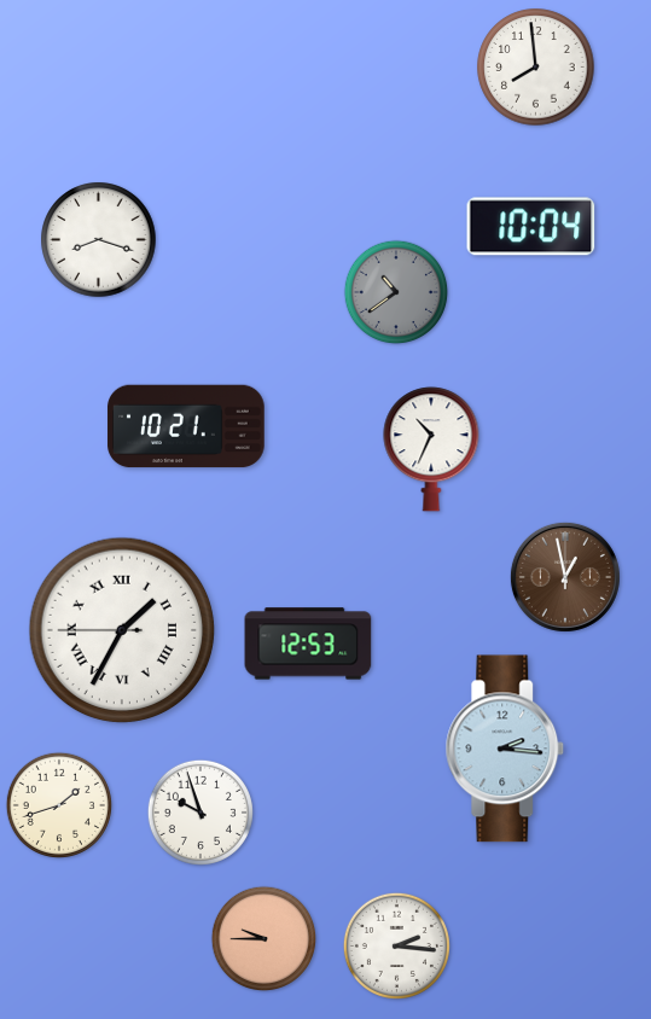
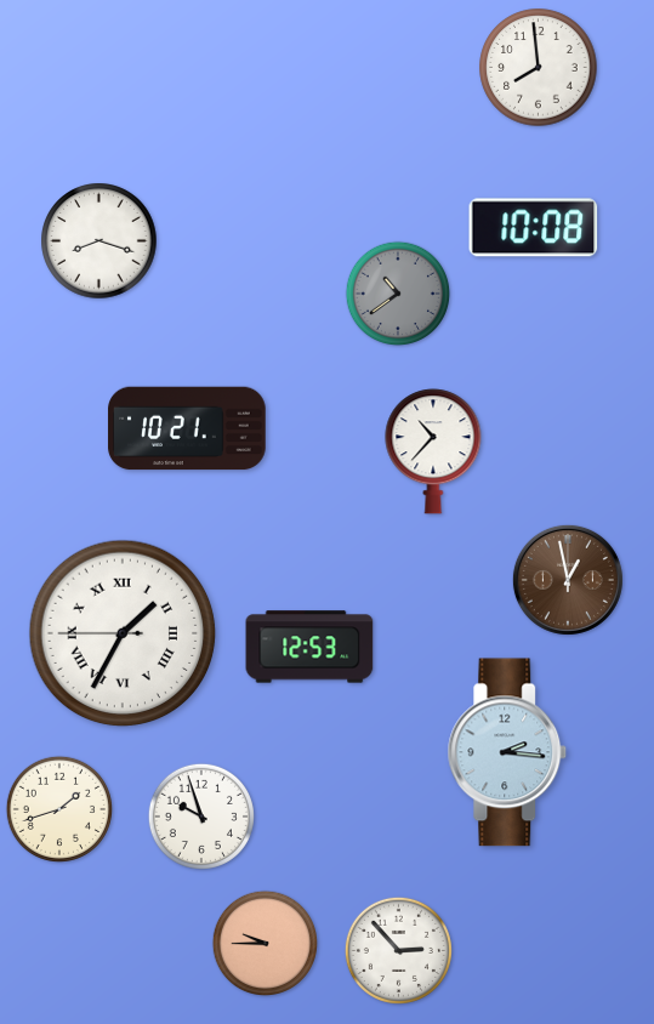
clock at (531, 227): 10:04 -> 10:08
clock at (431, 449): 10:34 -> 10:37
clock at (396, 945): 2:16 -> 2:53
